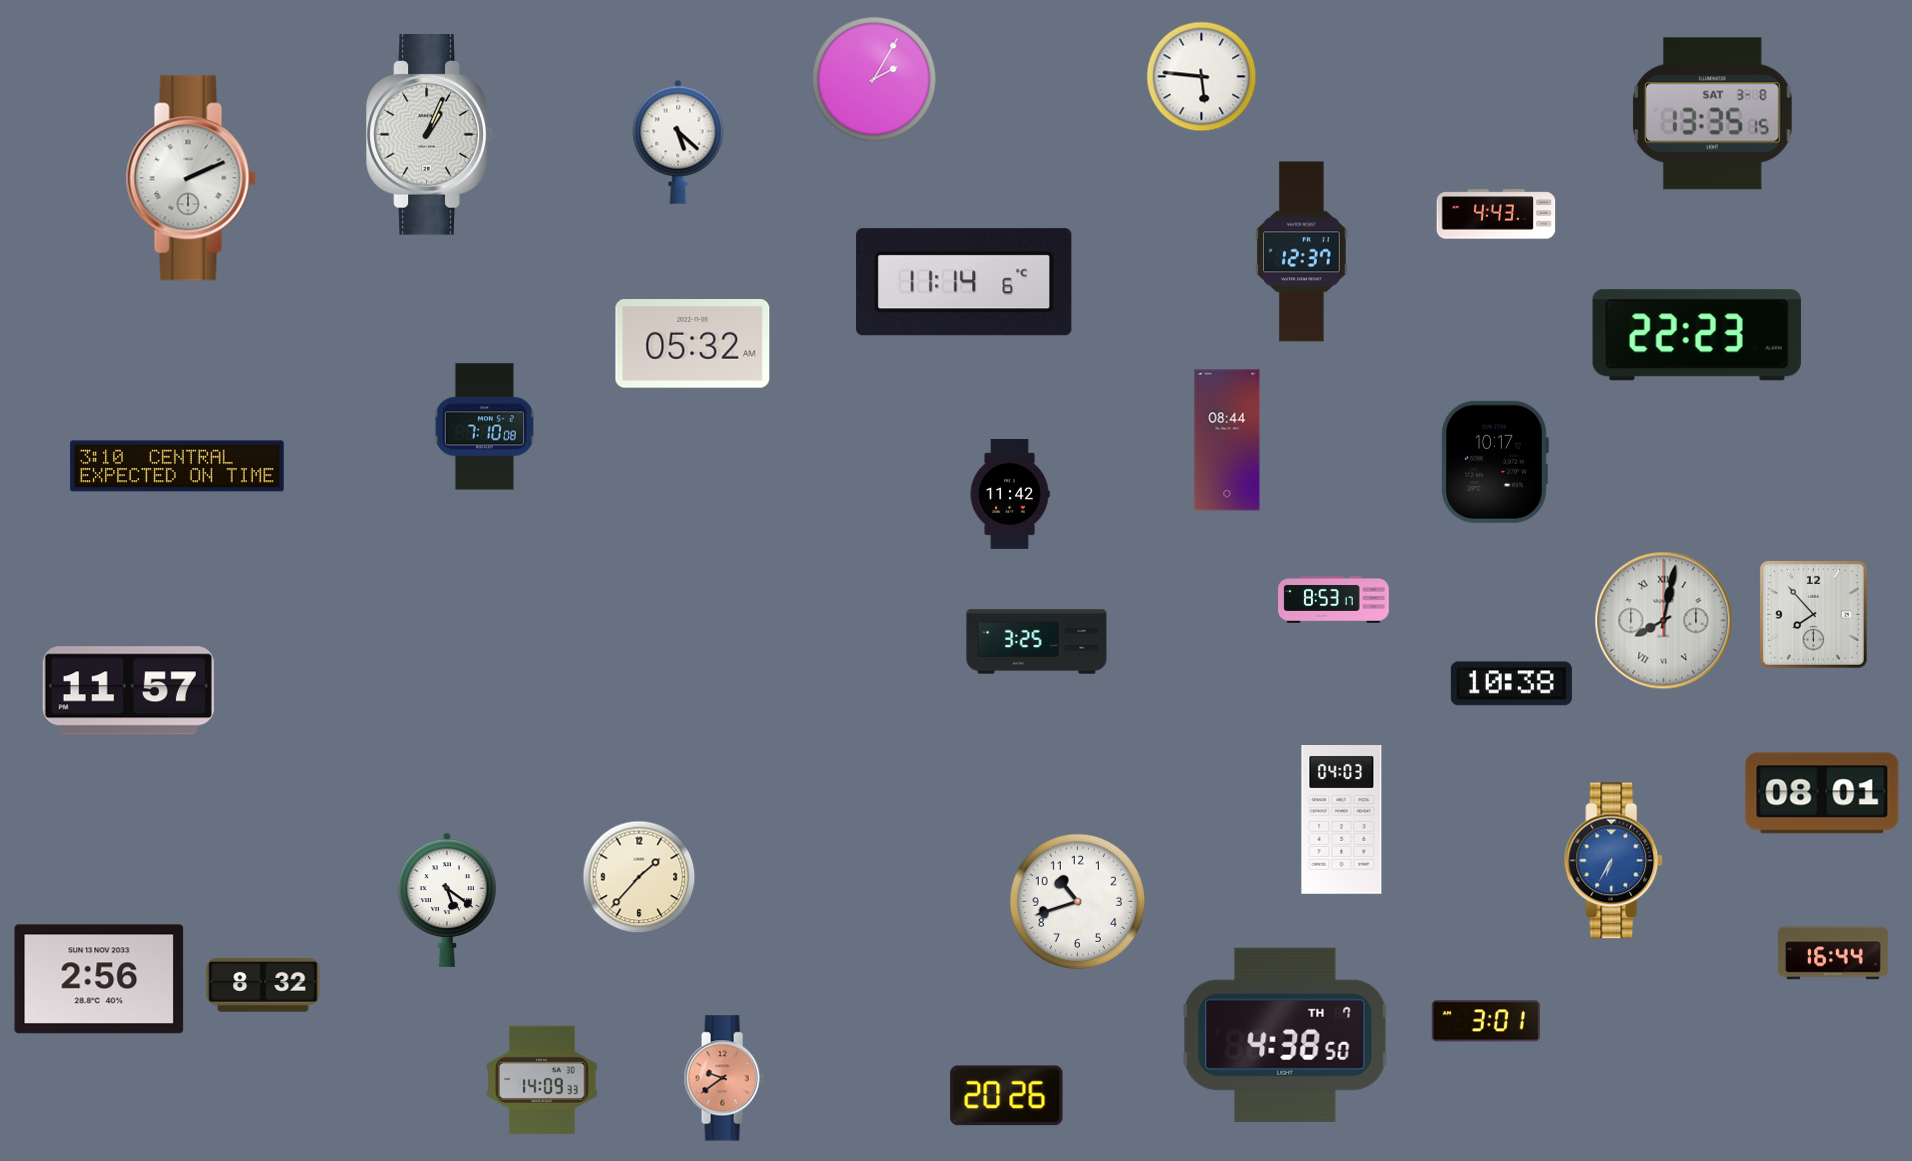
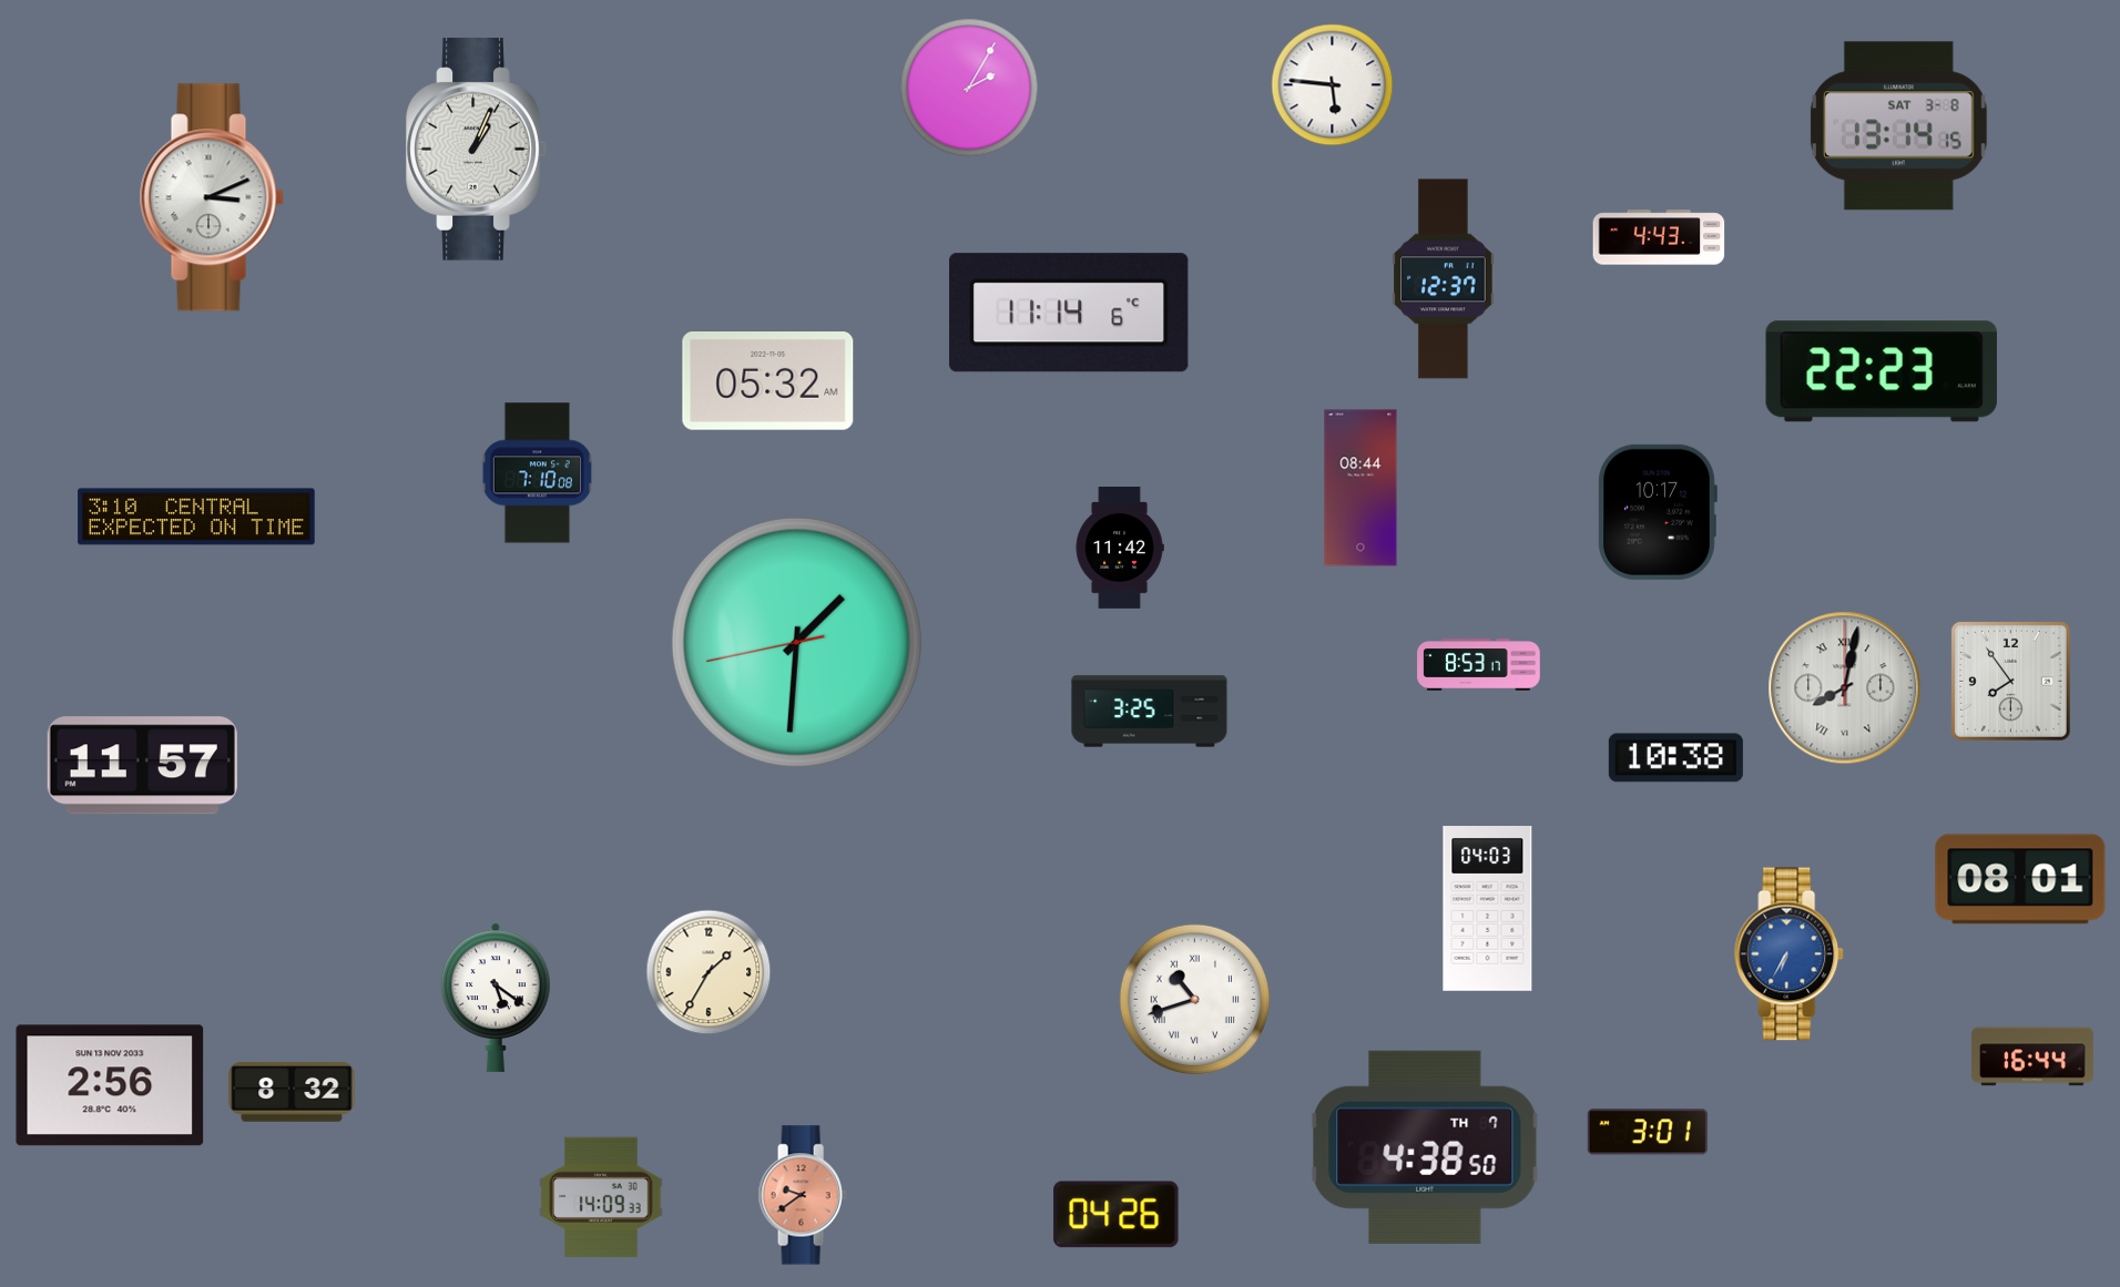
clock at (1712, 114): 13:35 -> 13:14
clock at (678, 142): 5:22 -> none
clock at (191, 178): 2:11 -> 3:11
clock at (796, 642): none -> 1:30
clock at (1813, 614): 7:53 -> 7:54
clock at (639, 877): 1:37 -> 1:35
clock at (1077, 901) numerals: Arabic -> Roman
clock at (1007, 1096): 20:26 -> 04:26
